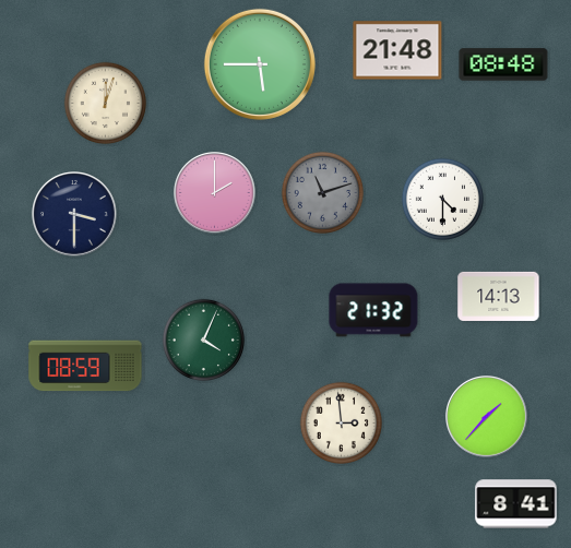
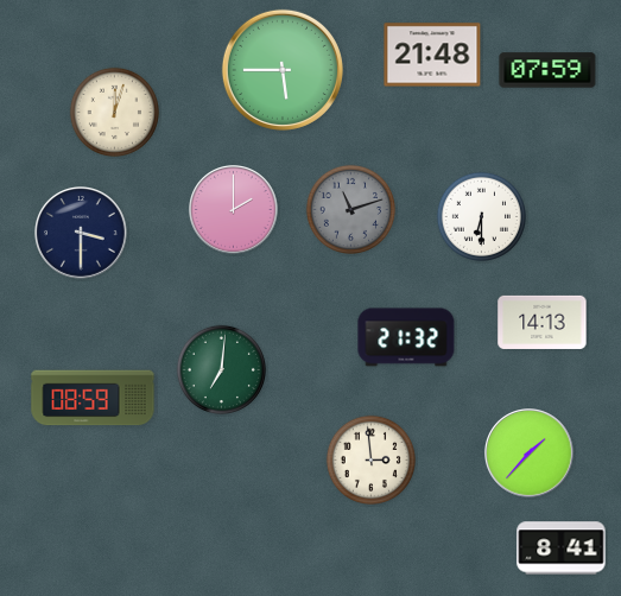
clock at (503, 64): 08:48 -> 07:59
clock at (442, 199): 4:30 -> 6:30
clock at (203, 339): 4:04 -> 7:01
